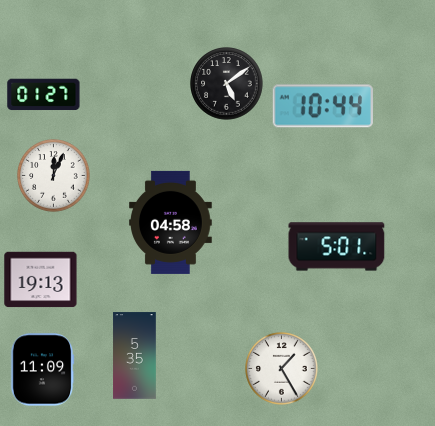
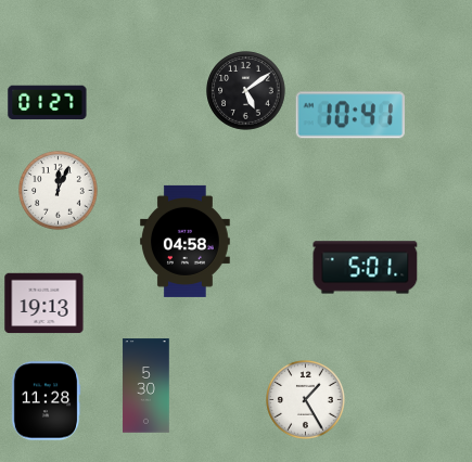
clock at (322, 106): 10:44 -> 10:41
clock at (135, 356): 5:35 -> 5:30
clock at (42, 370): 11:09 -> 11:28
